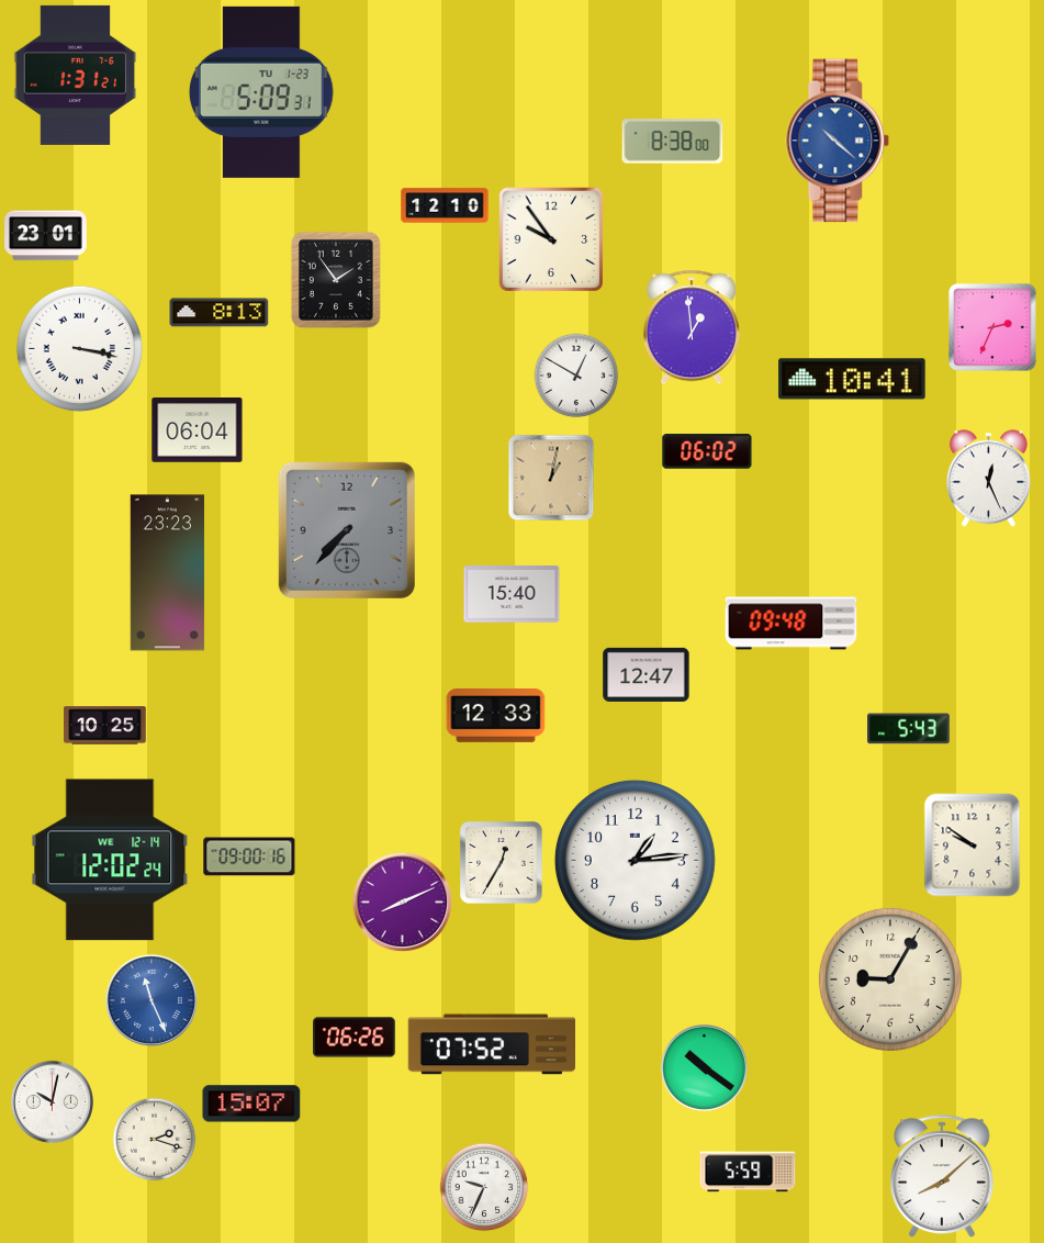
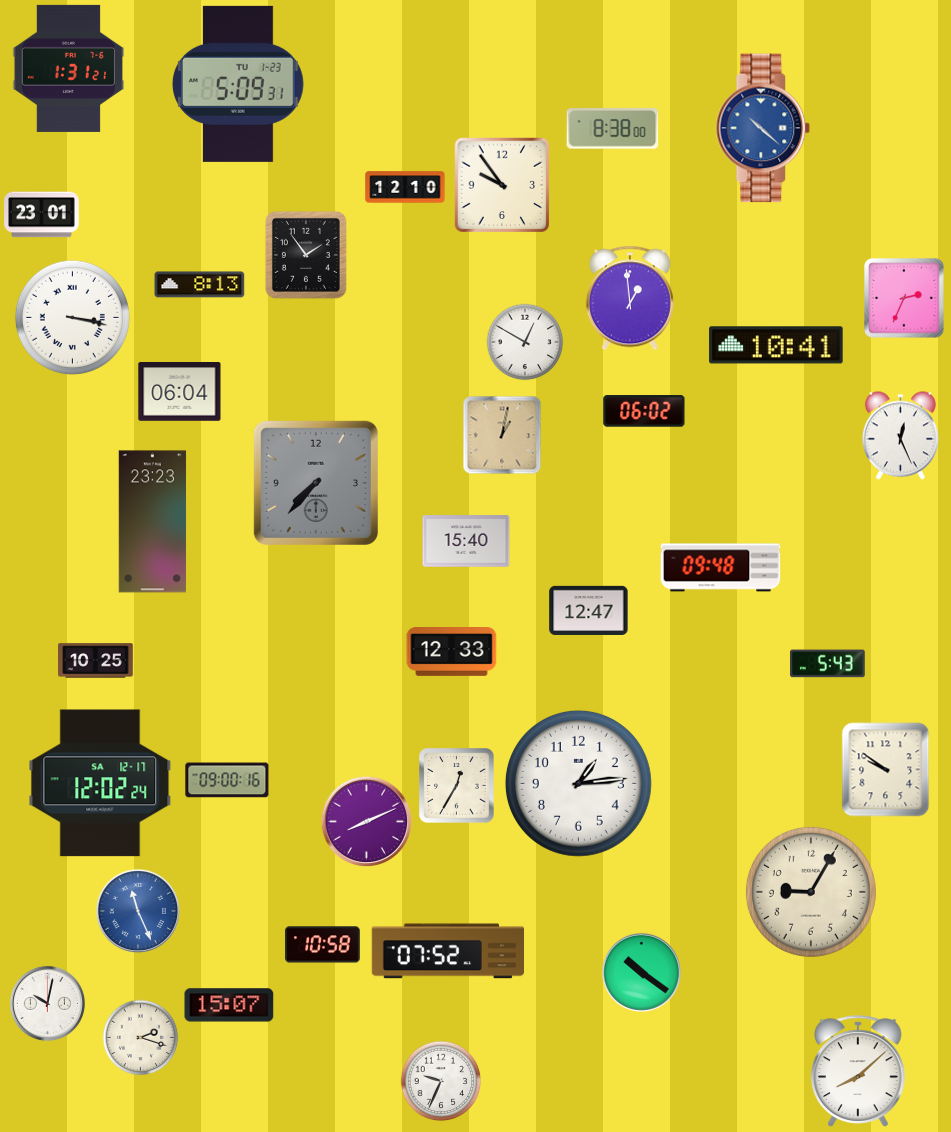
clock at (551, 239) position: (551, 239) -> (502, 185)
clock at (647, 674) position: (647, 674) -> (589, 610)
clock at (110, 860) date: WE 12-14 -> SA 12-17
clock at (355, 1038): 06:26 -> 10:58
clock at (748, 1172): 5:59 -> none
